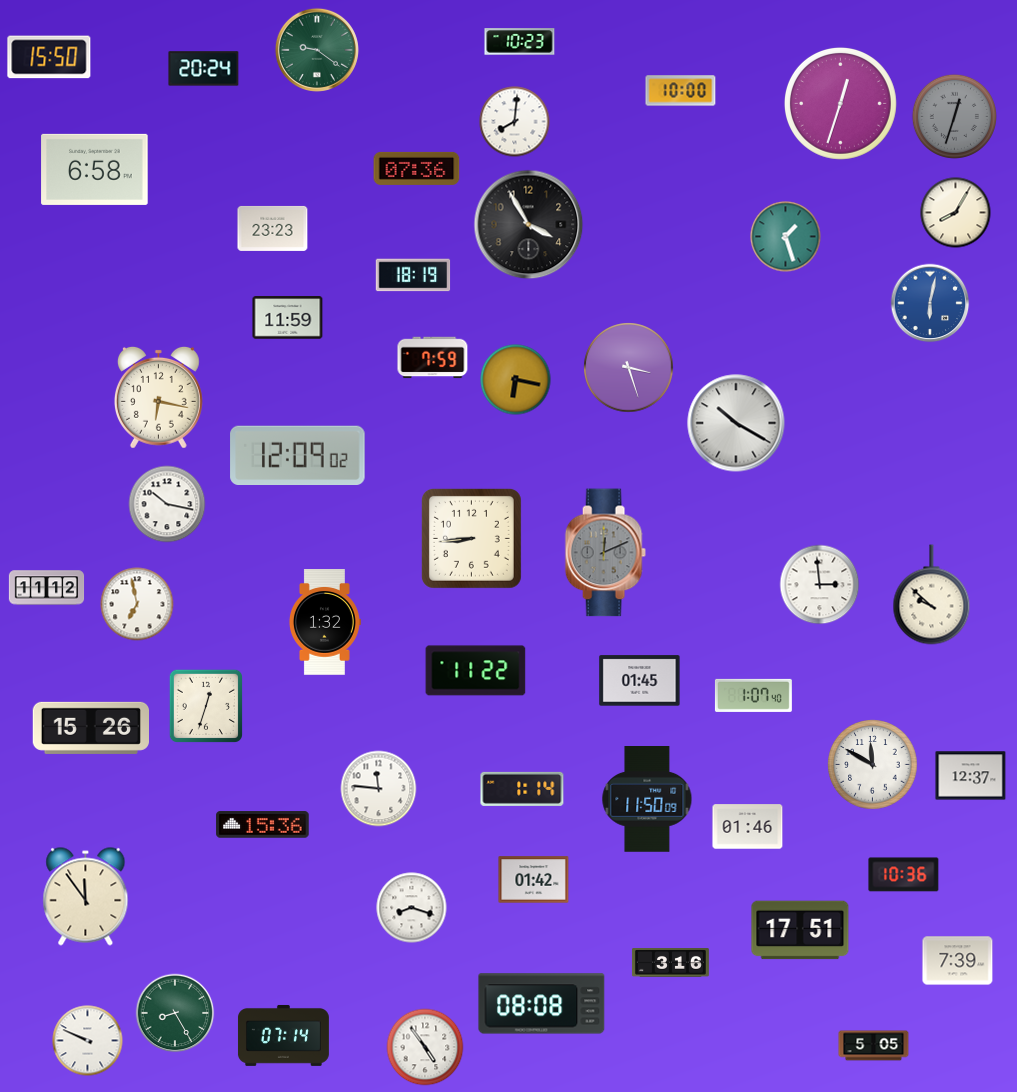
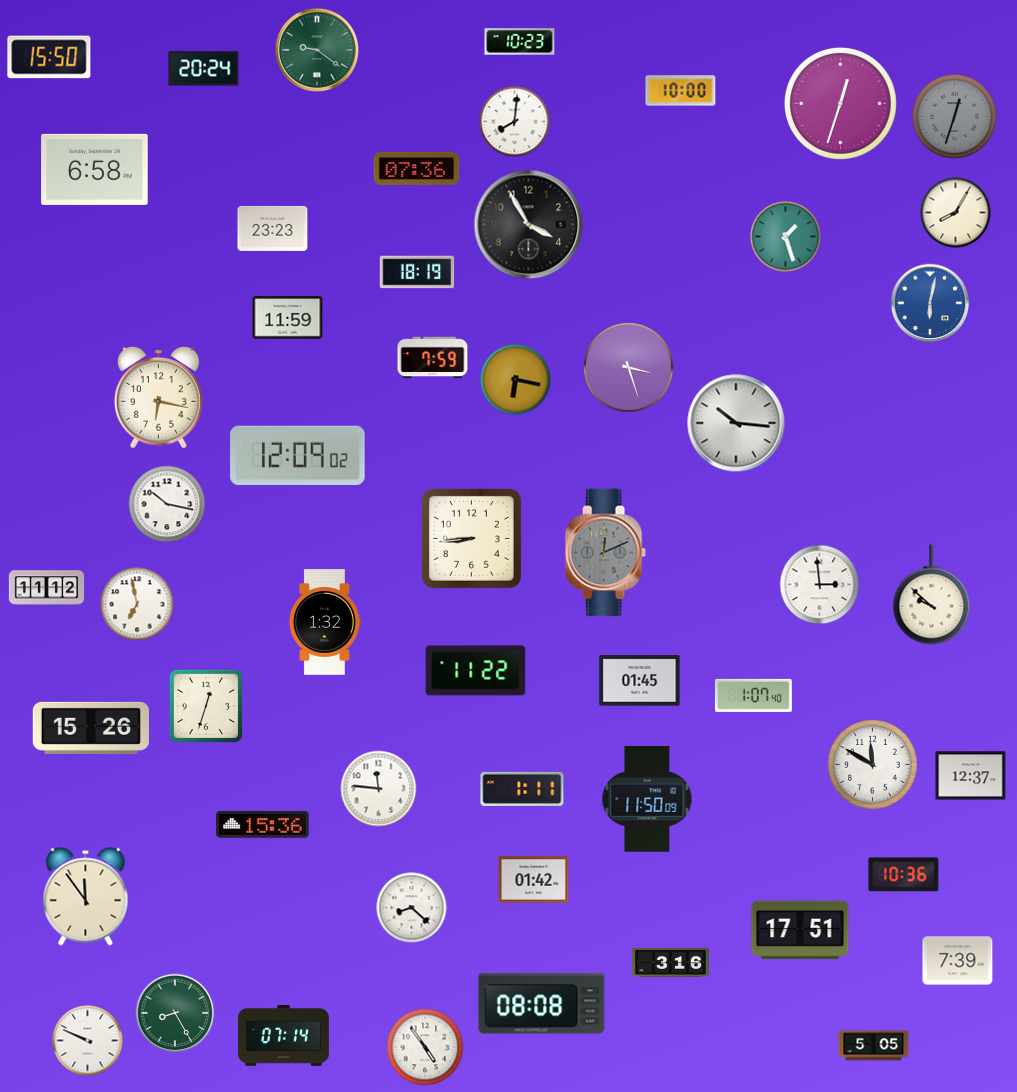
clock at (413, 275) position: (413, 275) -> (417, 272)
clock at (736, 423): 10:20 -> 10:16
clock at (522, 789): 1:14 -> 1:11
clock at (748, 827): 01:46 -> none
clock at (412, 908): 8:18 -> 8:22
